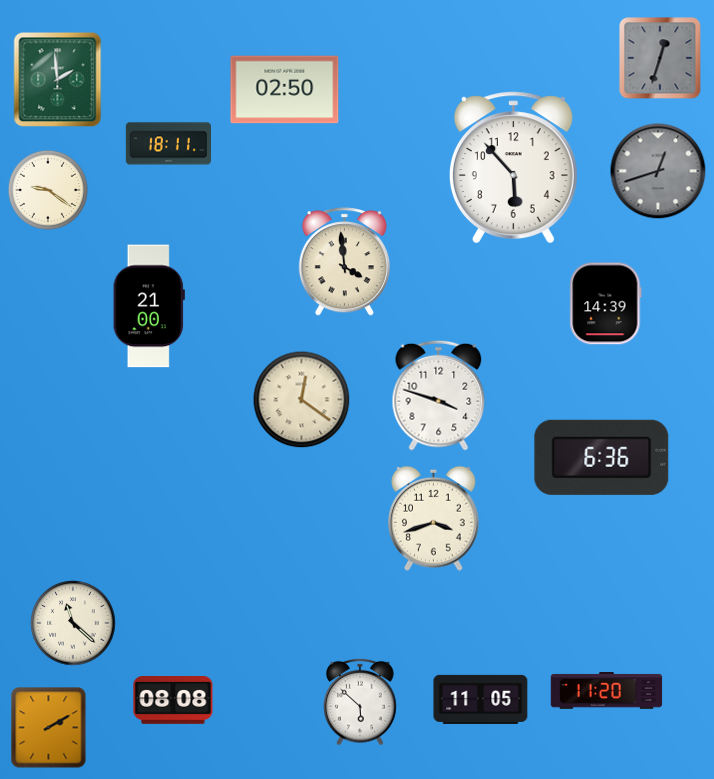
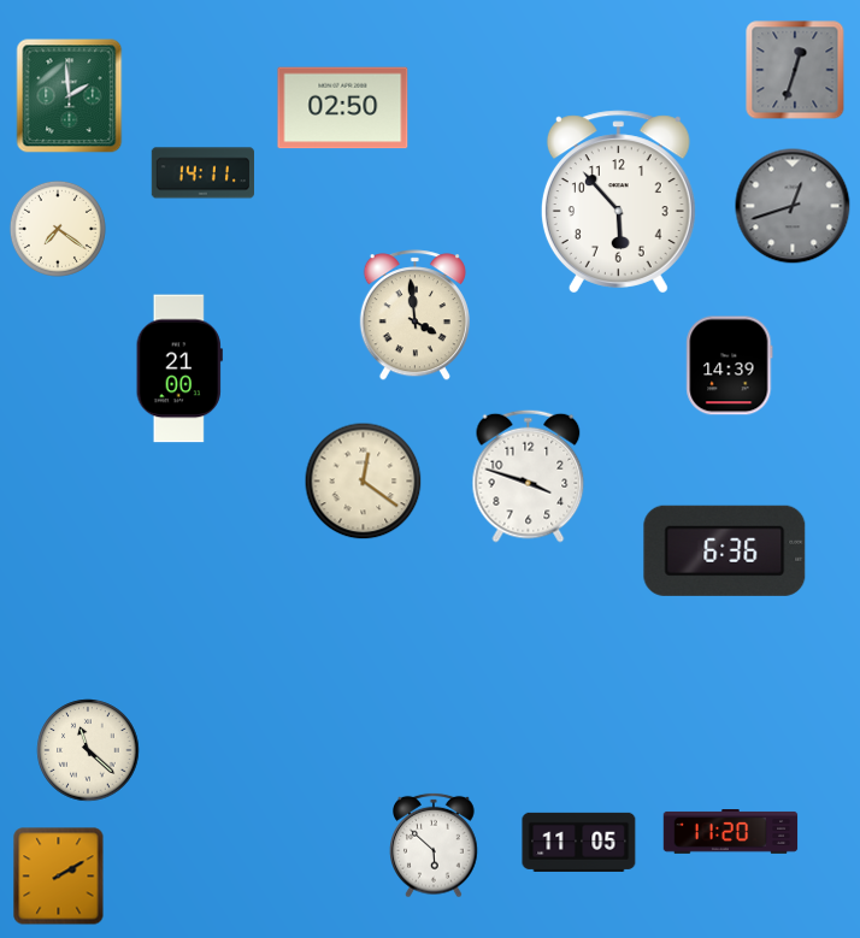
clock at (168, 144): 18:11 -> 14:11
clock at (48, 190): 9:21 -> 7:21
clock at (434, 518): 3:42 -> none
clock at (173, 701): 08:08 -> none
